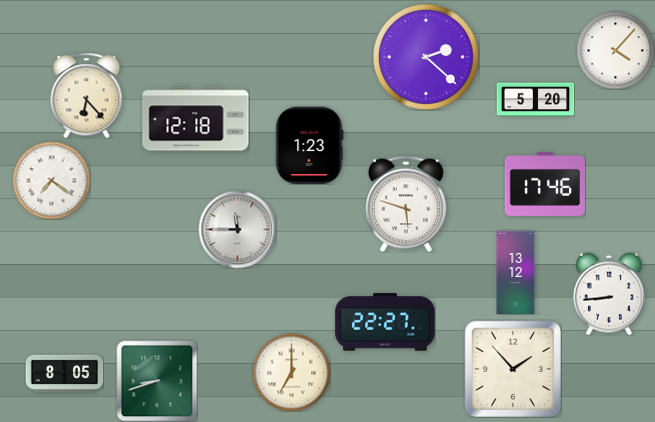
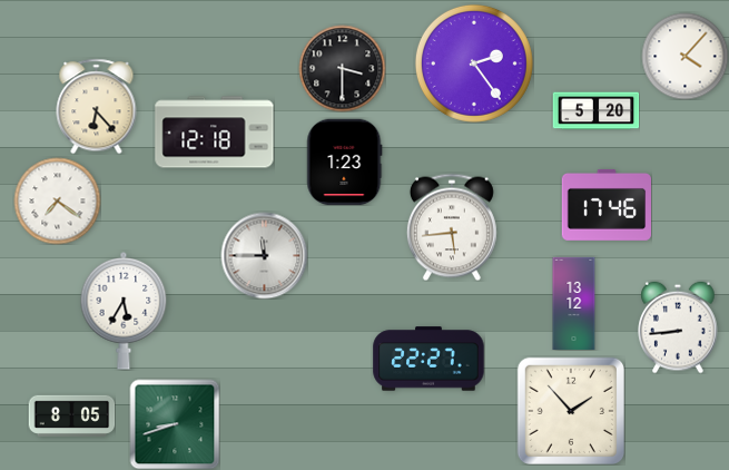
clock at (426, 57): 2:22 -> 2:24
clock at (342, 68): none -> 3:30
clock at (196, 119) position: (196, 119) -> (215, 133)
clock at (406, 204): 5:48 -> 5:44
clock at (124, 311): none -> 5:35
clock at (291, 372): 7:00 -> none
